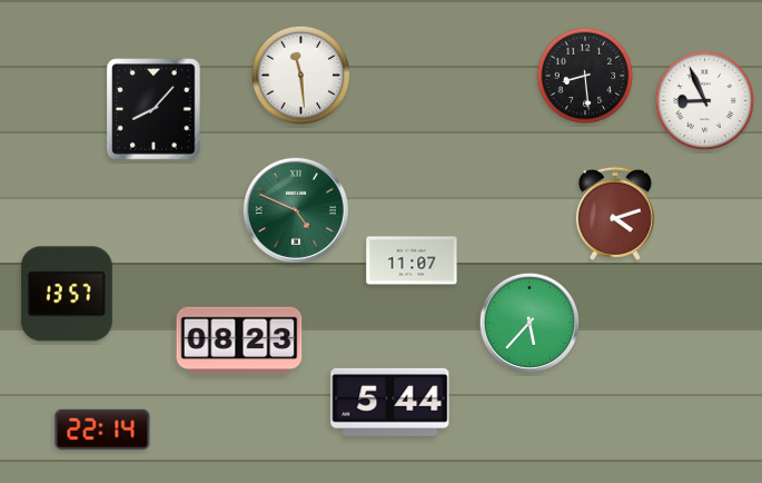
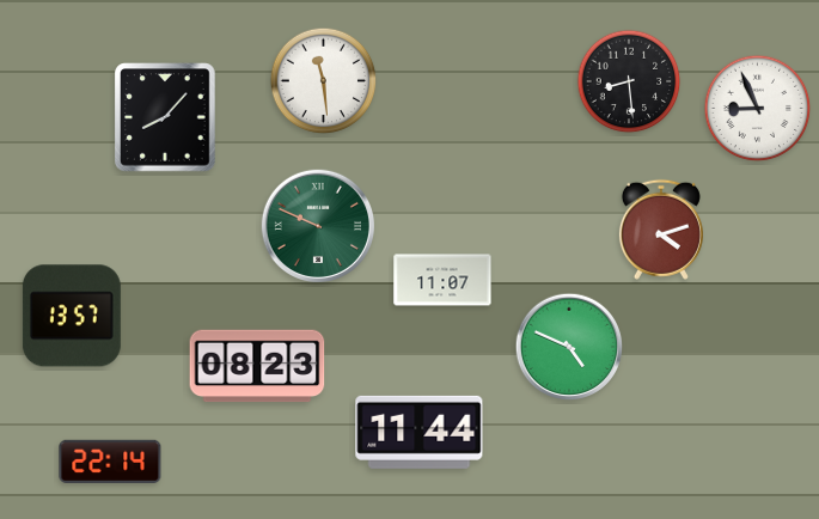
clock at (295, 209): 4:49 -> 9:49
clock at (530, 323): 5:37 -> 4:49
clock at (390, 402): 5:44 -> 11:44
